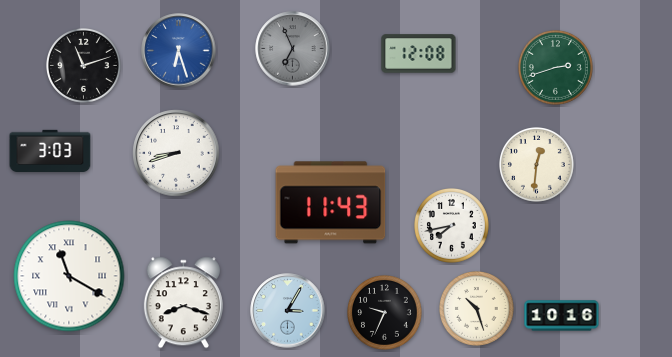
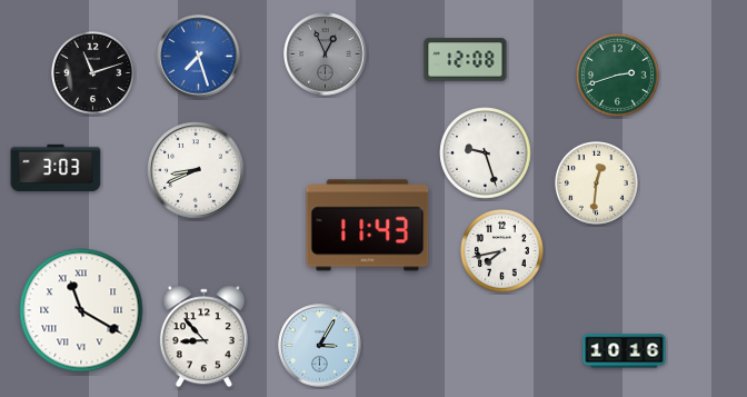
clock at (293, 49): 6:56 -> 12:56
clock at (179, 51): 6:27 -> 7:27
clock at (486, 153): none -> 9:27
clock at (176, 153): 8:42 -> 8:41
clock at (69, 276) position: (69, 276) -> (81, 310)
clock at (183, 303): 8:18 -> 8:53
clock at (477, 309): 10:27 -> none
clock at (385, 313): 9:34 -> none
